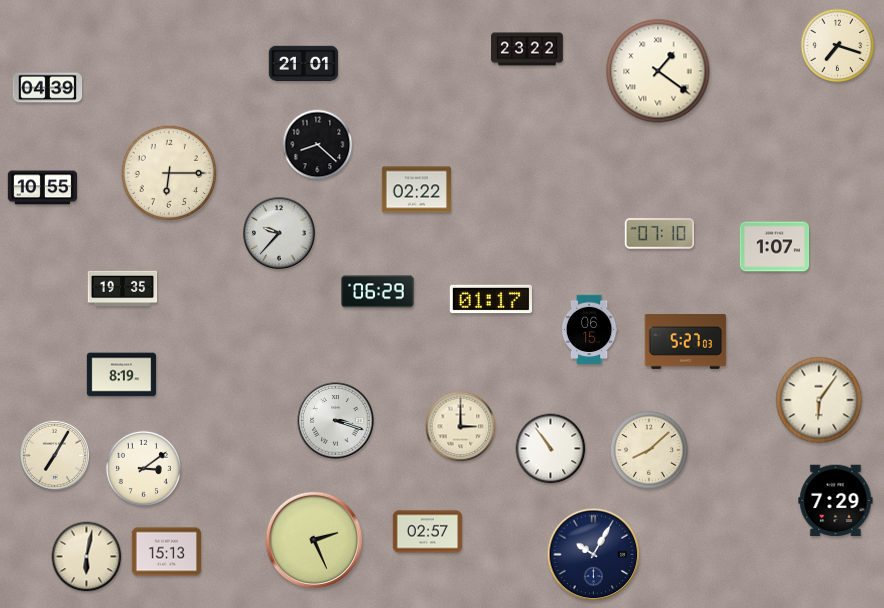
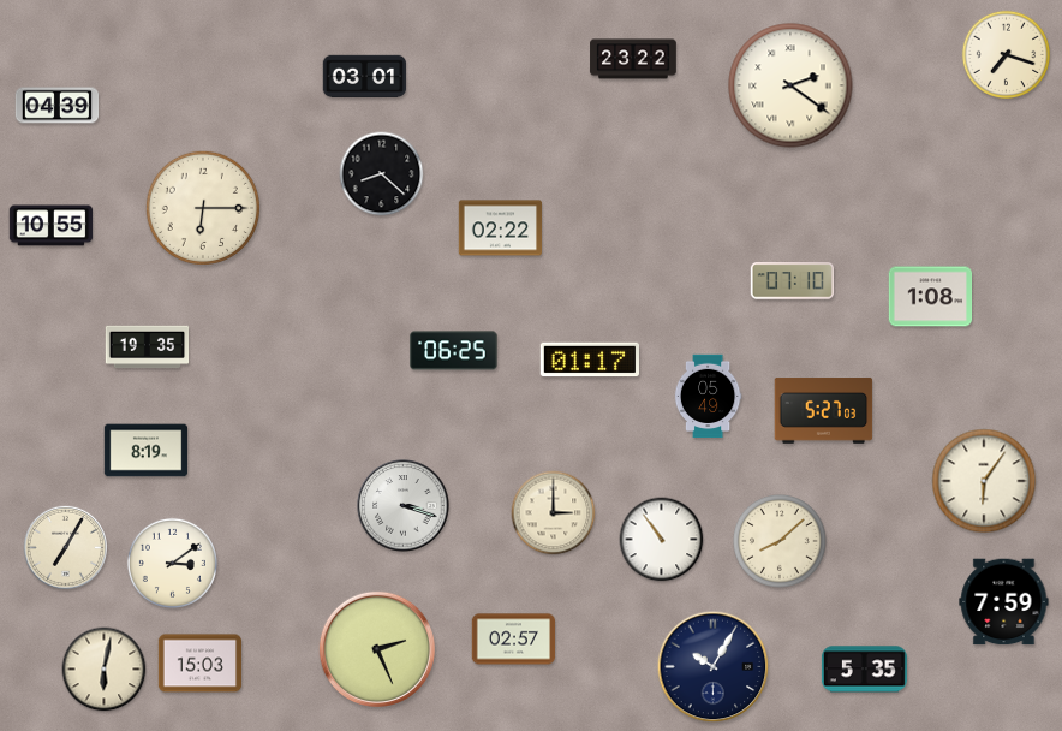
clock at (304, 64): 21:01 -> 03:01
clock at (658, 71): 1:21 -> 2:21
clock at (279, 233): 9:37 -> none
clock at (775, 247): 1:07 -> 1:08
clock at (378, 292): 06:29 -> 06:25
clock at (589, 330): 06:15 -> 05:49
clock at (836, 501): 7:29 -> 7:59
clock at (167, 552): 15:13 -> 15:03
clock at (864, 670): none -> 5:35
